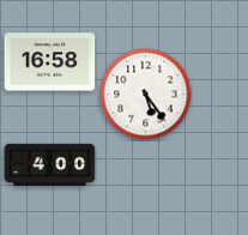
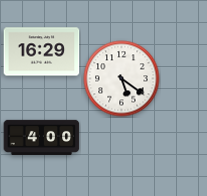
clock at (50, 62): 16:58 -> 16:29
clock at (146, 95): 5:24 -> 5:21
